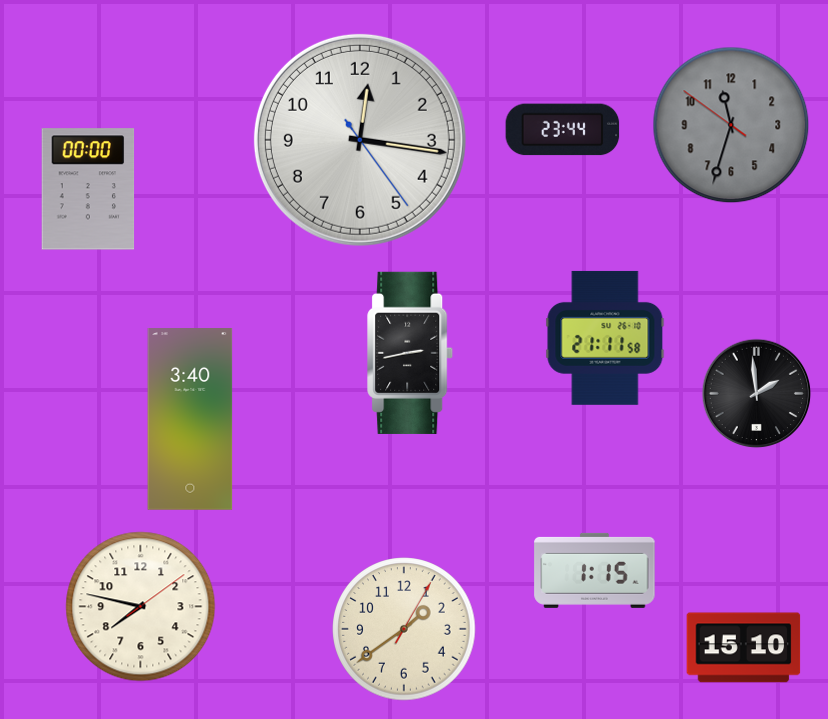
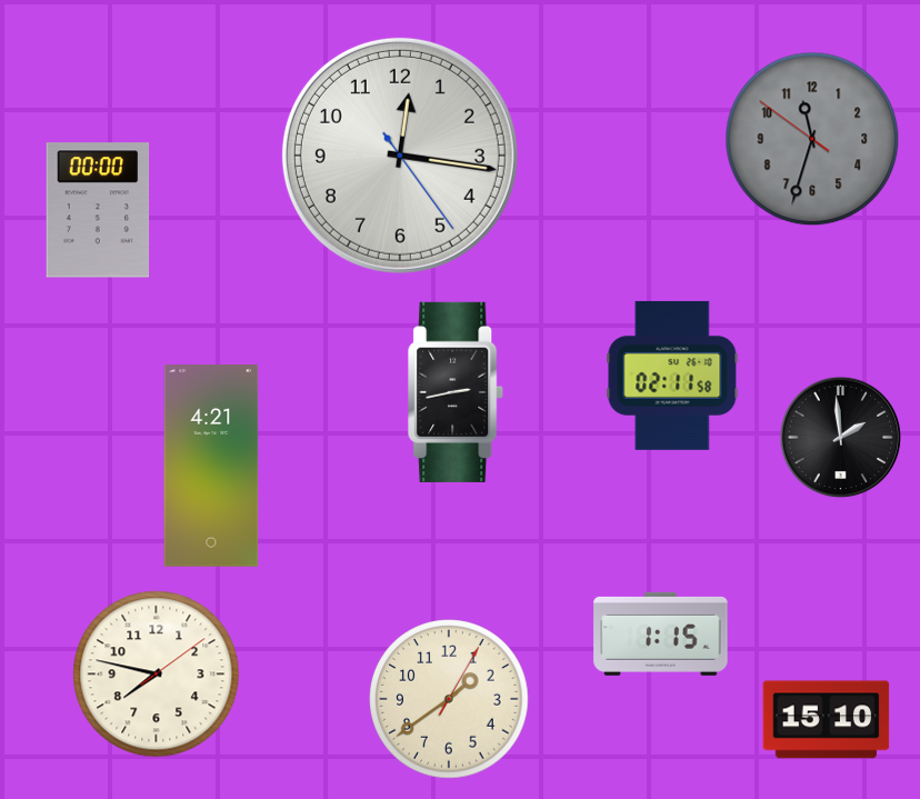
clock at (563, 130): 23:44 -> none
clock at (605, 338): 21:11 -> 02:11
clock at (190, 420): 3:40 -> 4:21
